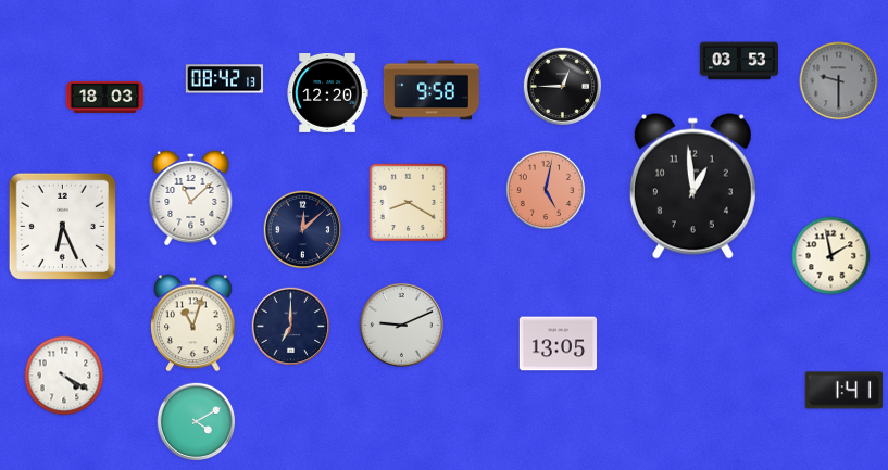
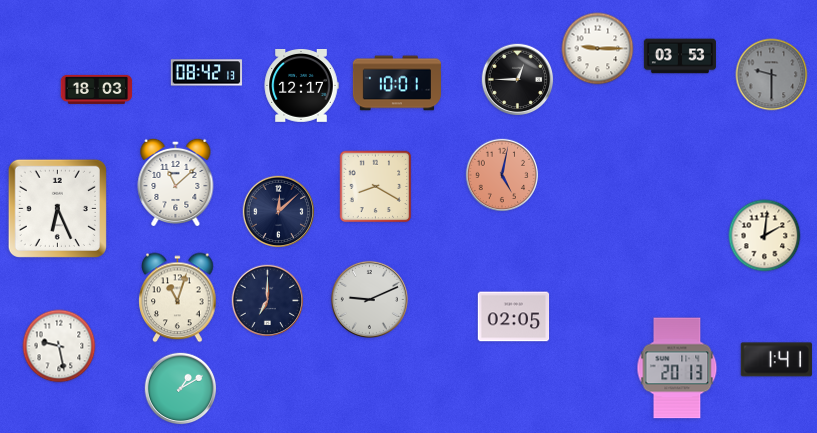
clock at (598, 49): none -> 9:15
clock at (432, 90): 9:58 -> 10:01
clock at (327, 93): 12:20 -> 12:17
clock at (692, 186): 12:59 -> none
clock at (831, 256): 1:58 -> 2:01
clock at (559, 344): 13:05 -> 02:05
clock at (64, 376): 4:20 -> 9:28
clock at (677, 368): none -> 20:13
clock at (197, 422): 4:10 -> 1:10
